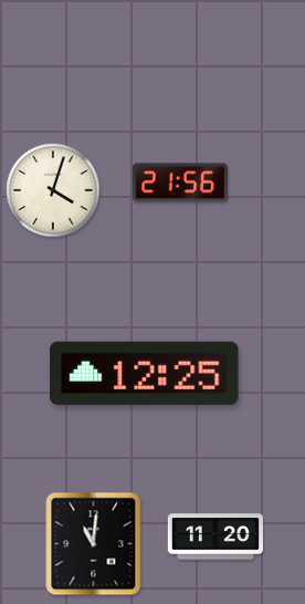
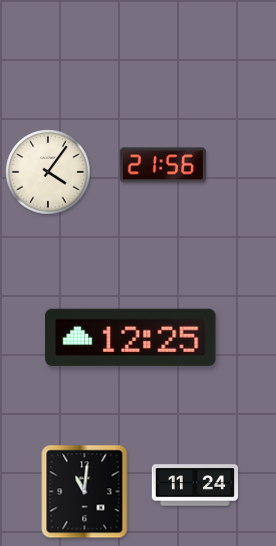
clock at (53, 190): 4:03 -> 4:06
clock at (214, 537): 11:20 -> 11:24
